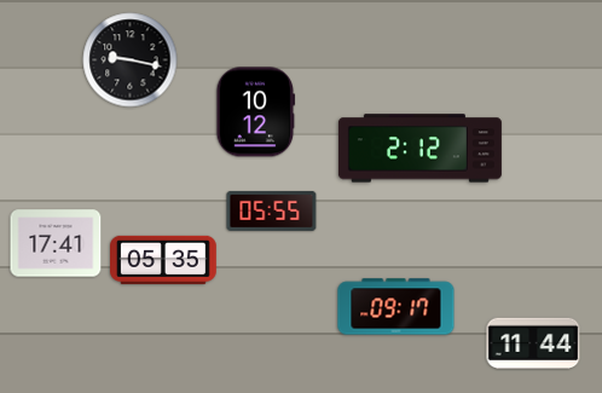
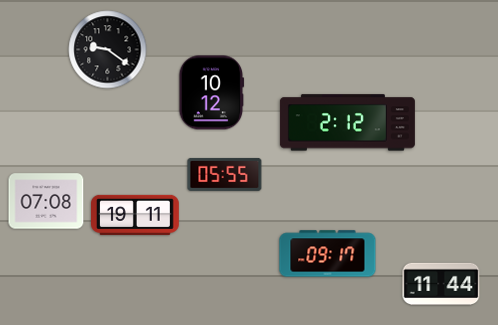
clock at (131, 60): 9:17 -> 9:21
clock at (56, 243): 17:41 -> 07:08
clock at (164, 260): 05:35 -> 19:11
